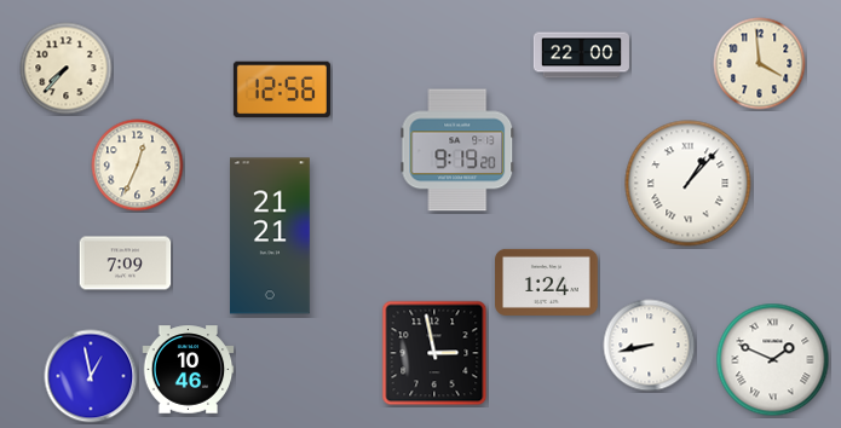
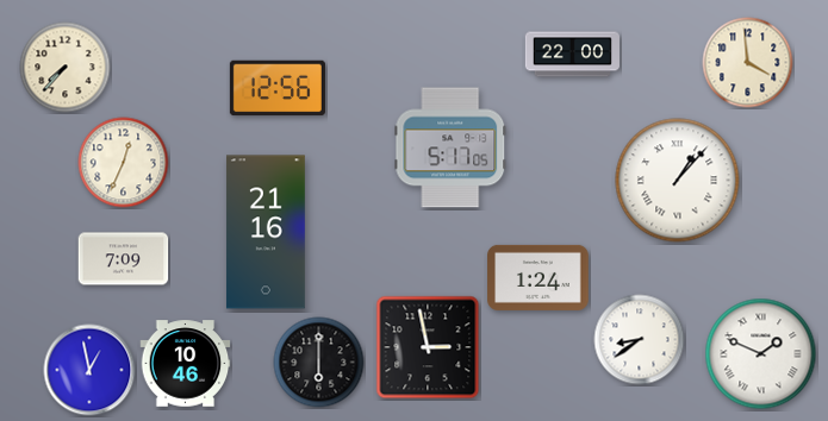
clock at (457, 150): 9:19 -> 5:17
clock at (138, 166) position: (138, 166) -> (124, 163)
clock at (270, 236): 21:21 -> 21:16
clock at (650, 346): 8:43 -> 8:39
clock at (319, 363): none -> 6:00
